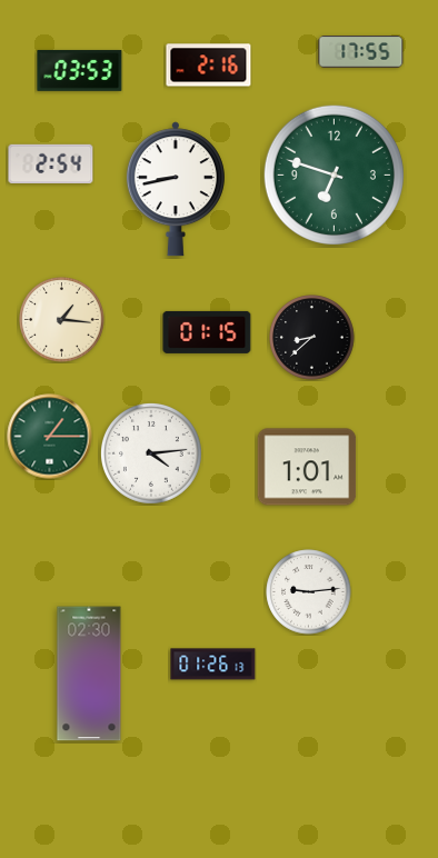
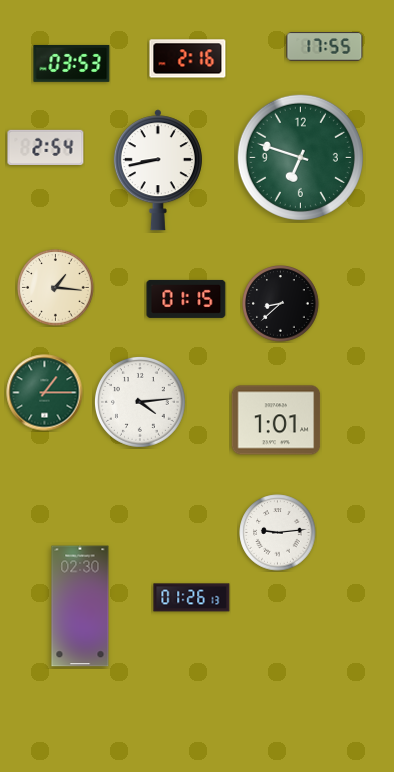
clock at (151, 453) position: (151, 453) -> (140, 402)
